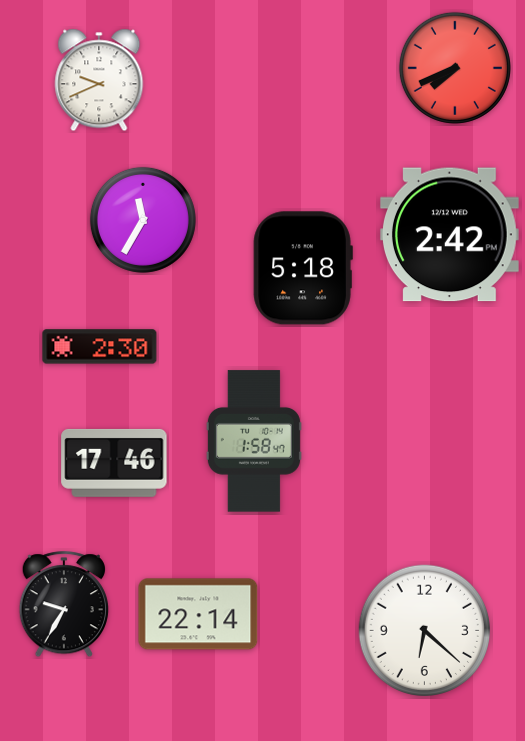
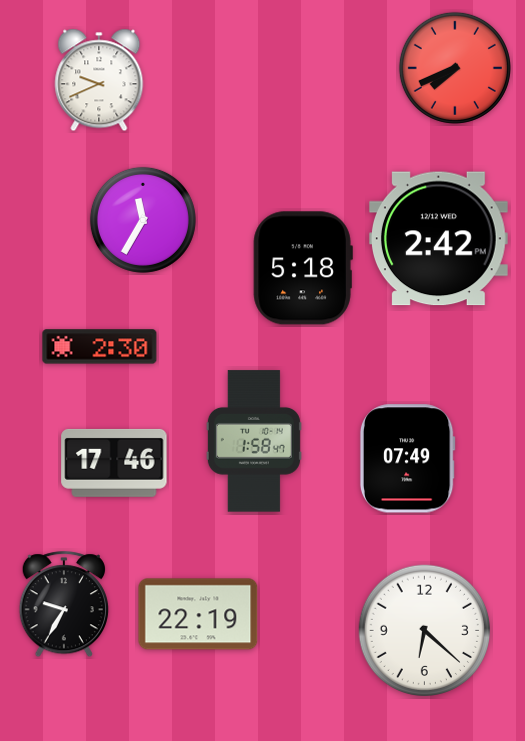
clock at (449, 235) position: (449, 235) -> (438, 239)
clock at (407, 459): none -> 07:49
clock at (198, 614): 22:14 -> 22:19
